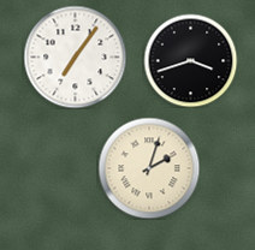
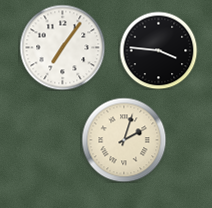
clock at (190, 60): 3:42 -> 3:46
